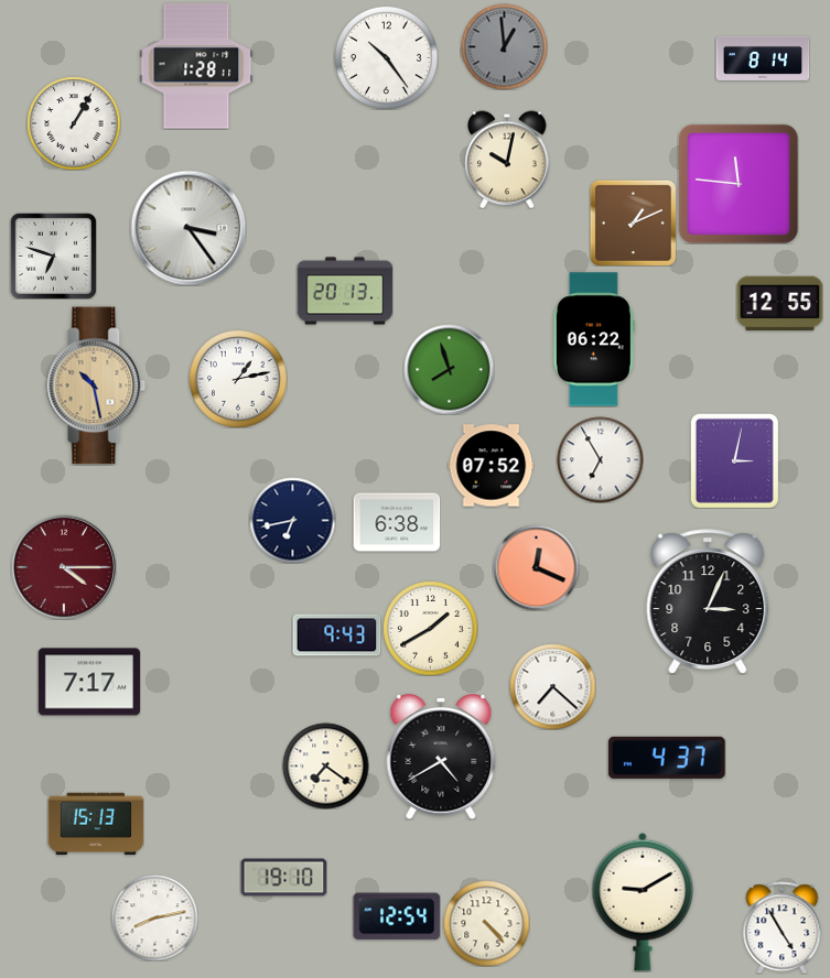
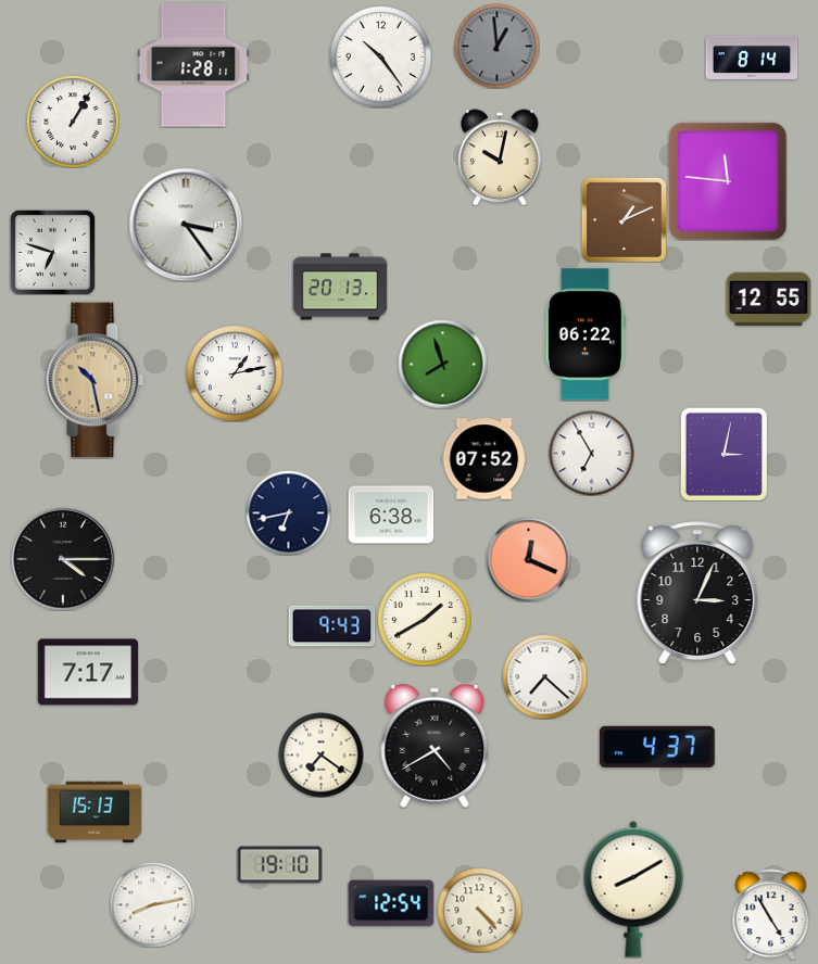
clock at (64, 567) dial: burgundy -> black
clock at (643, 902): 9:10 -> 8:10
